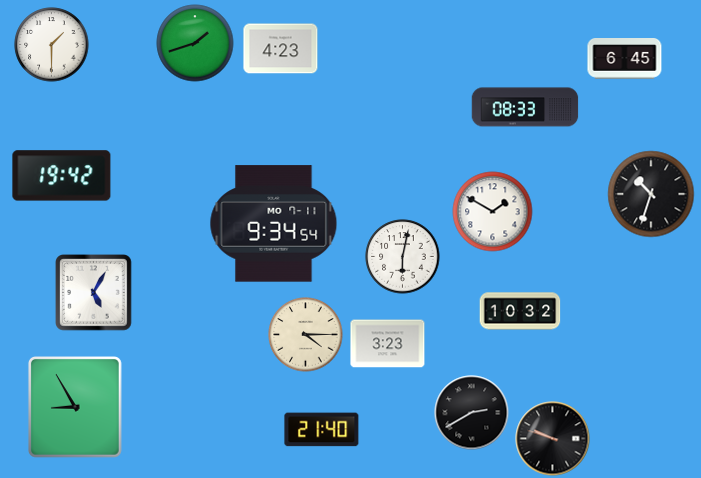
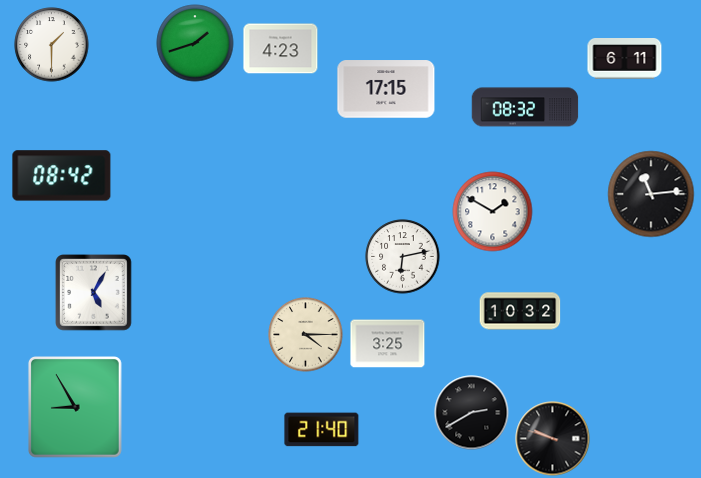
clock at (625, 59): 6:45 -> 6:11
clock at (386, 89): none -> 17:15
clock at (525, 107): 08:33 -> 08:32
clock at (62, 176): 19:42 -> 08:42
clock at (651, 194): 10:33 -> 11:14
clock at (274, 224): 9:34 -> none
clock at (403, 257): 6:02 -> 6:13
clock at (388, 344): 3:23 -> 3:25
